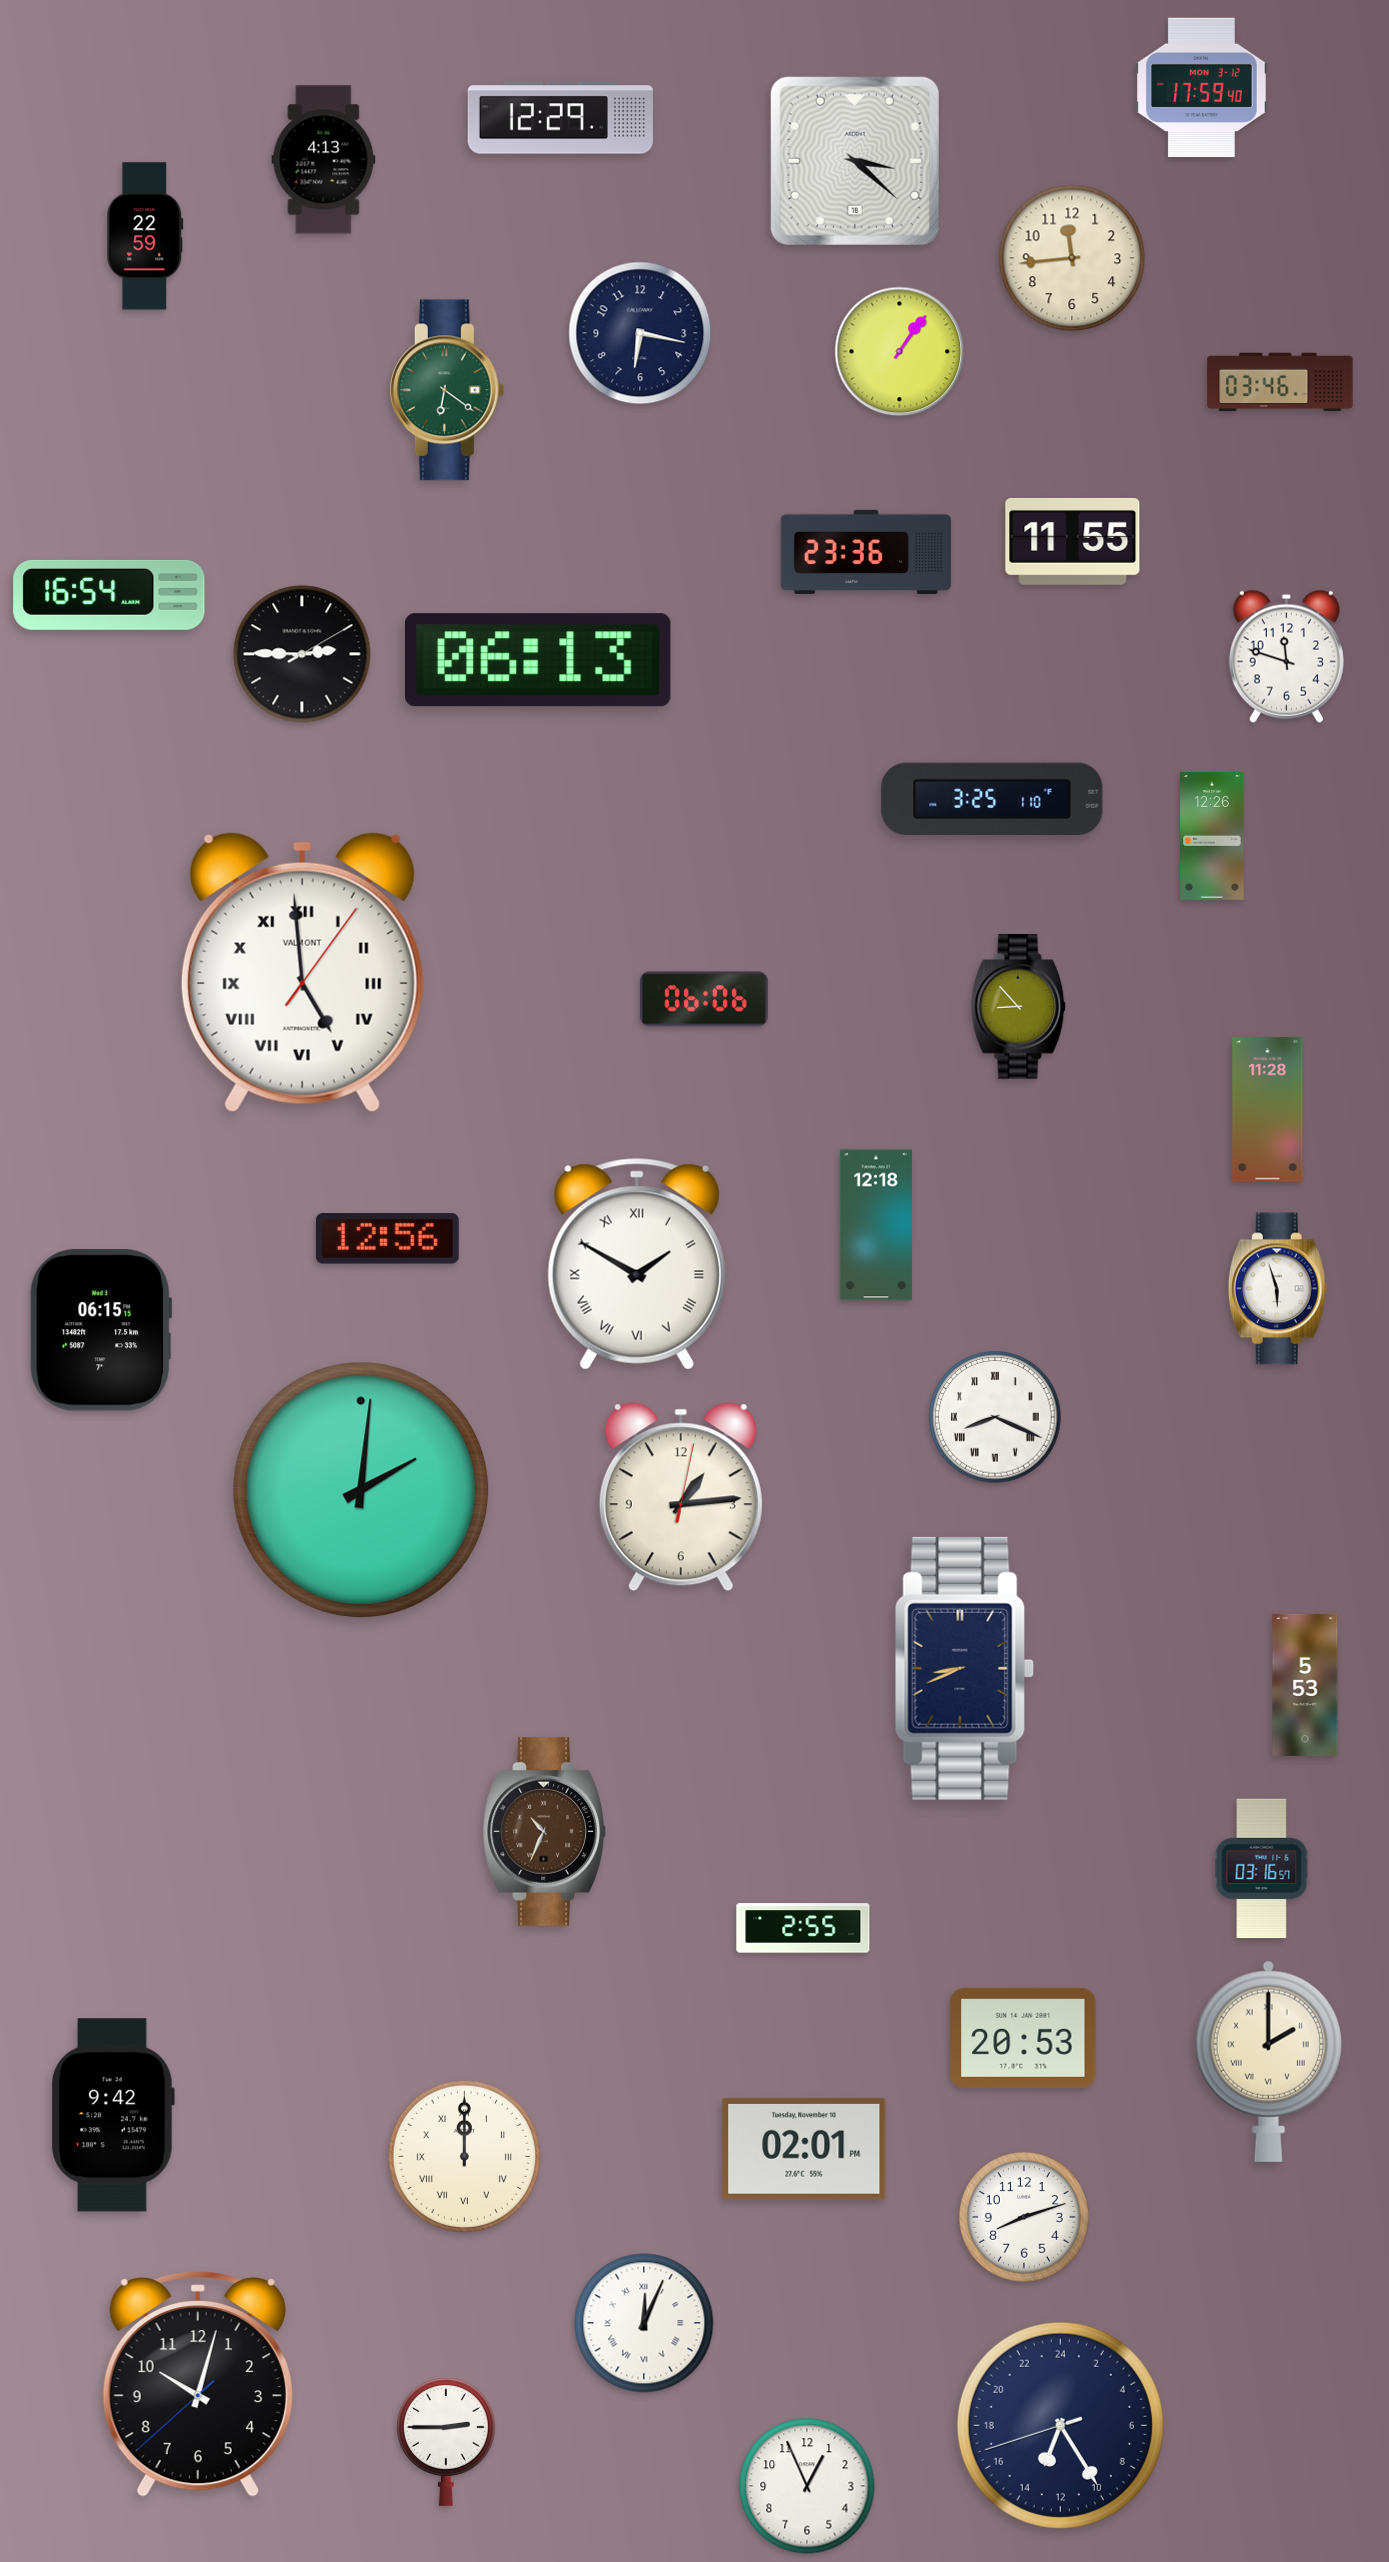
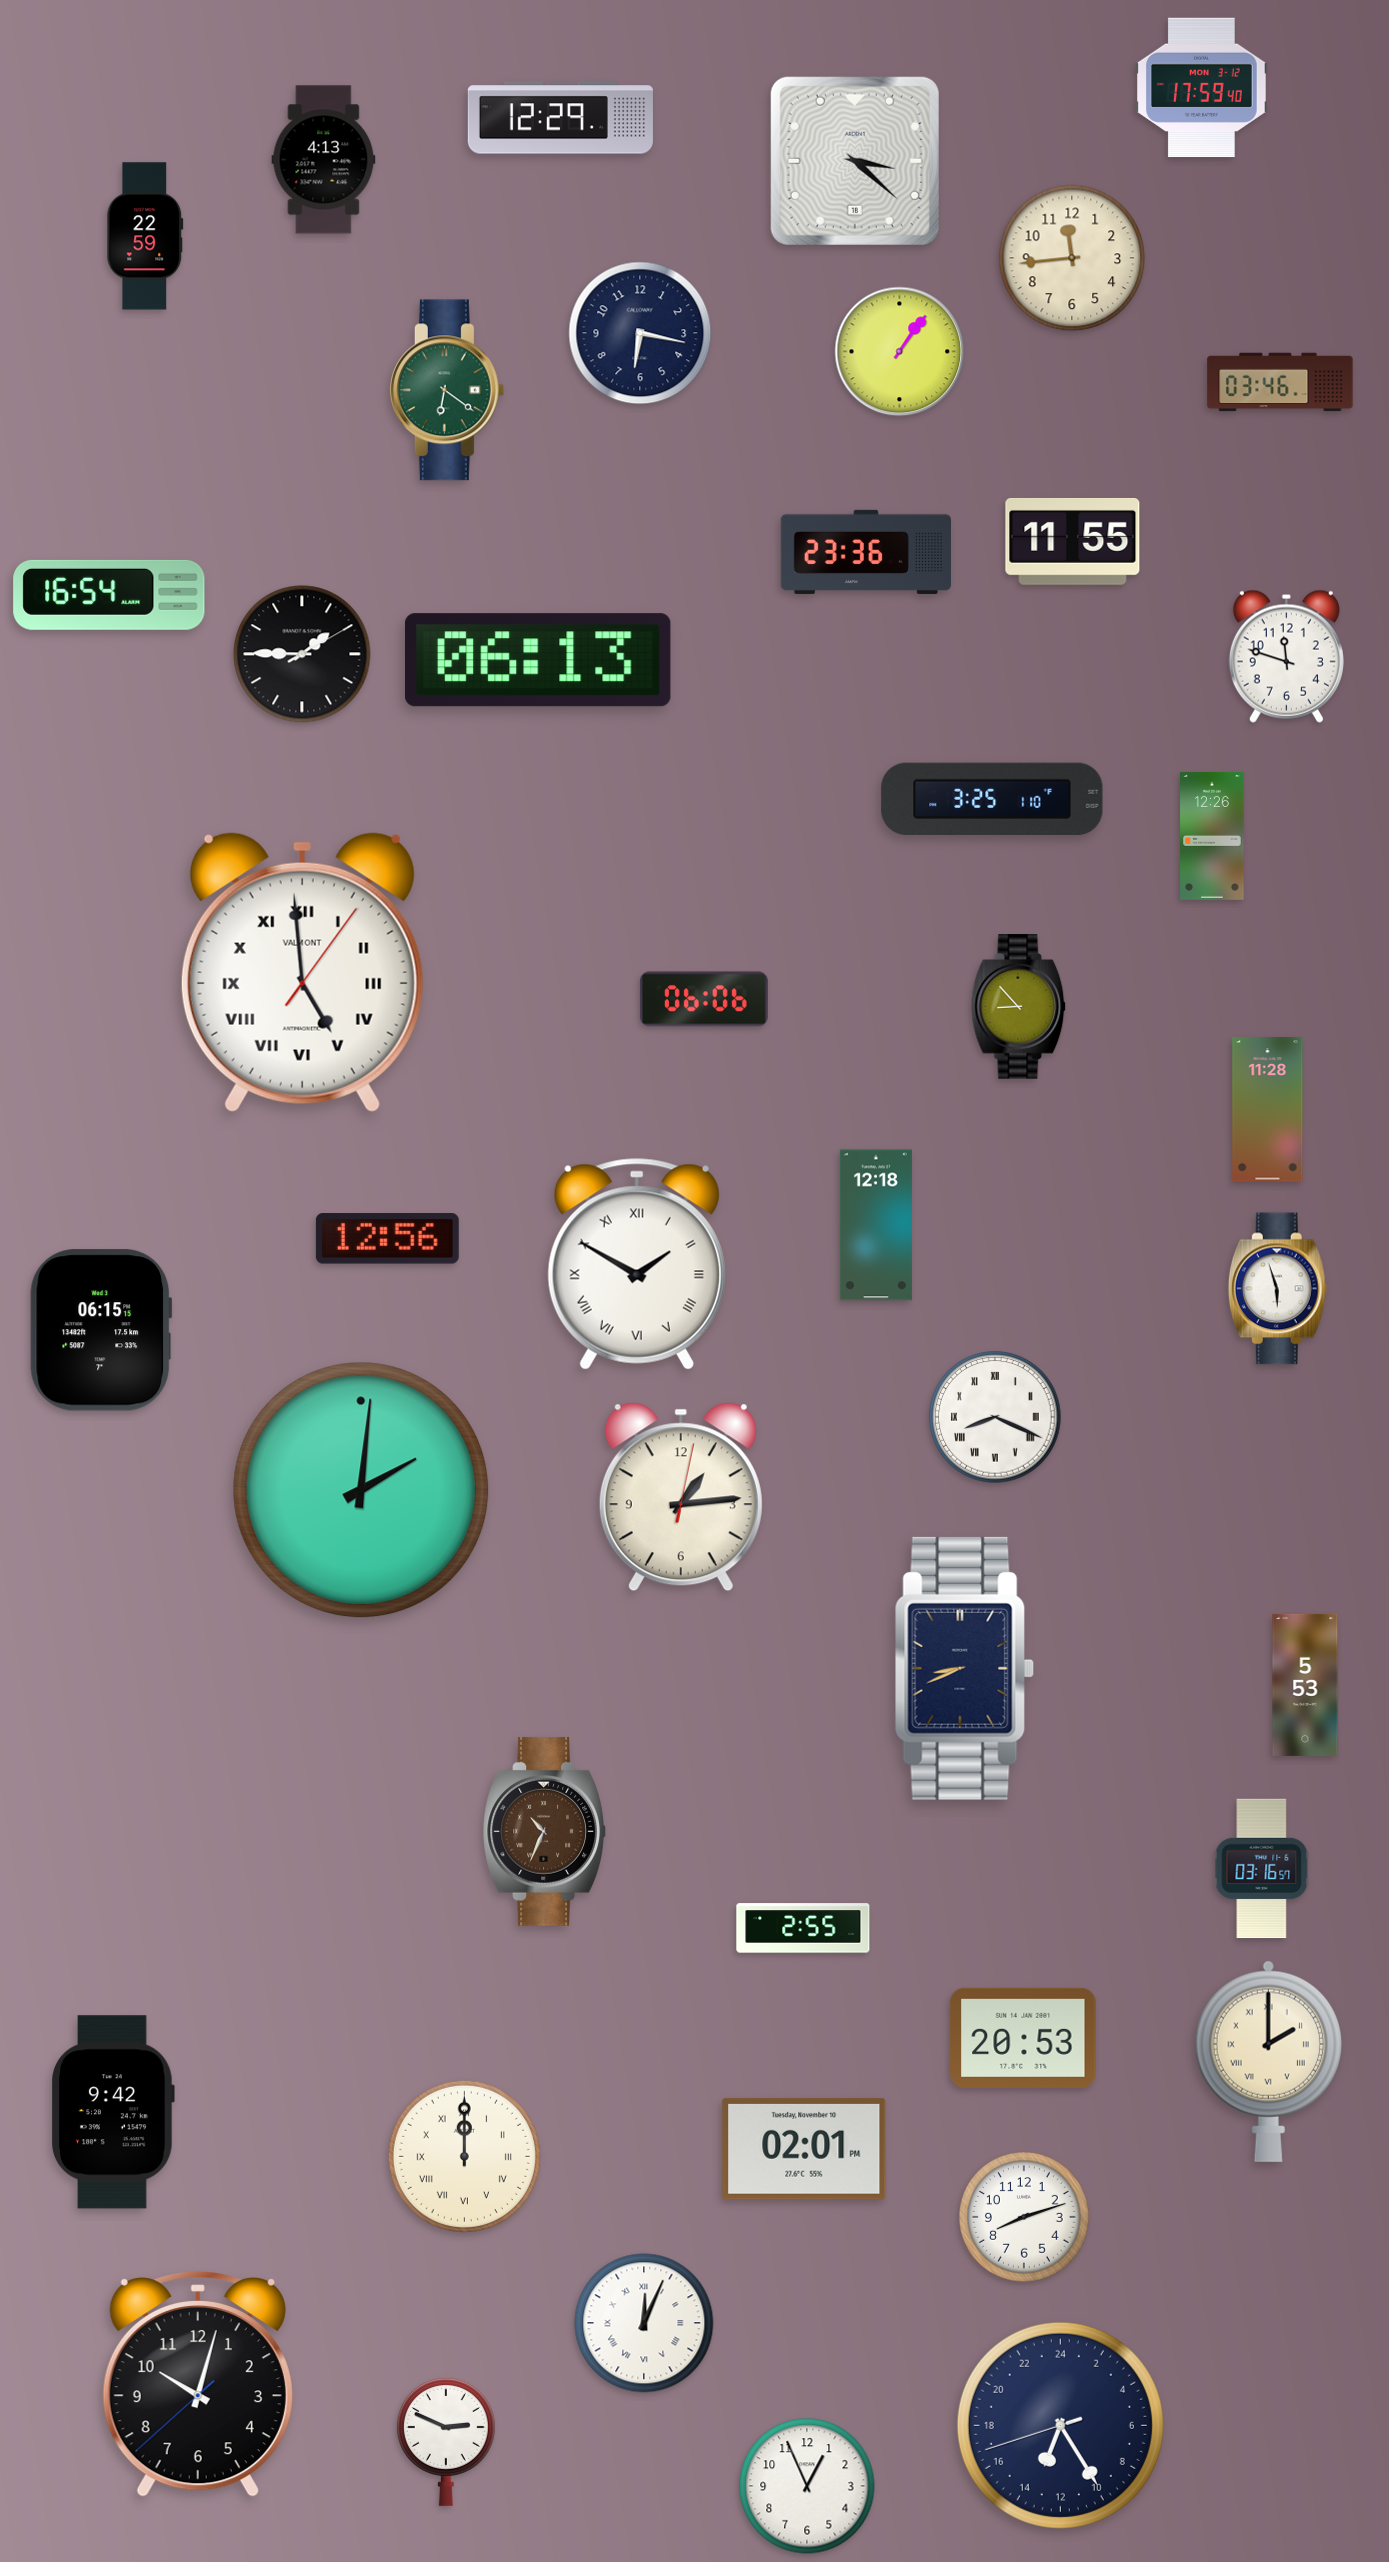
clock at (302, 654): 2:45 -> 1:45
clock at (113, 2115) position: (113, 2115) -> (113, 2112)
clock at (446, 2441): 2:45 -> 2:49
